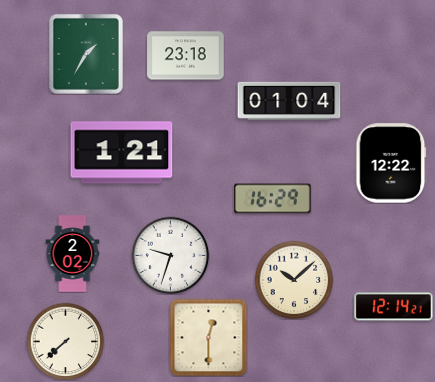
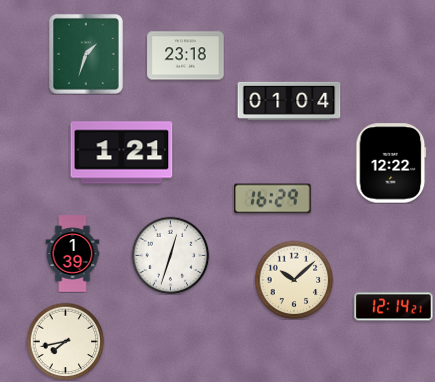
clock at (86, 54): 1:35 -> 1:33
clock at (73, 254): 2:02 -> 1:39
clock at (170, 255): 9:33 -> 12:33
clock at (208, 337): 12:30 -> none
clock at (65, 341): 7:38 -> 7:43
